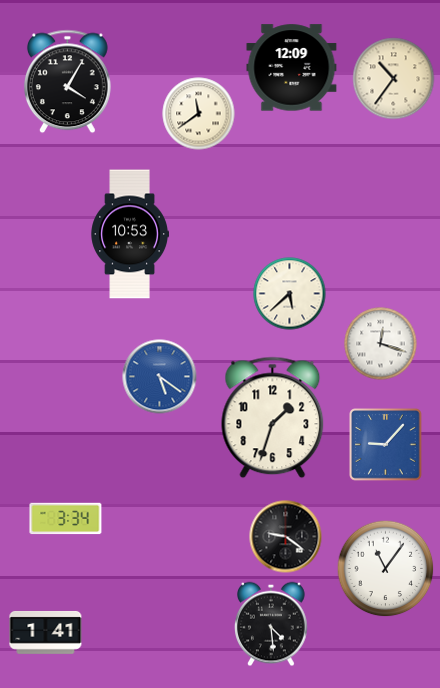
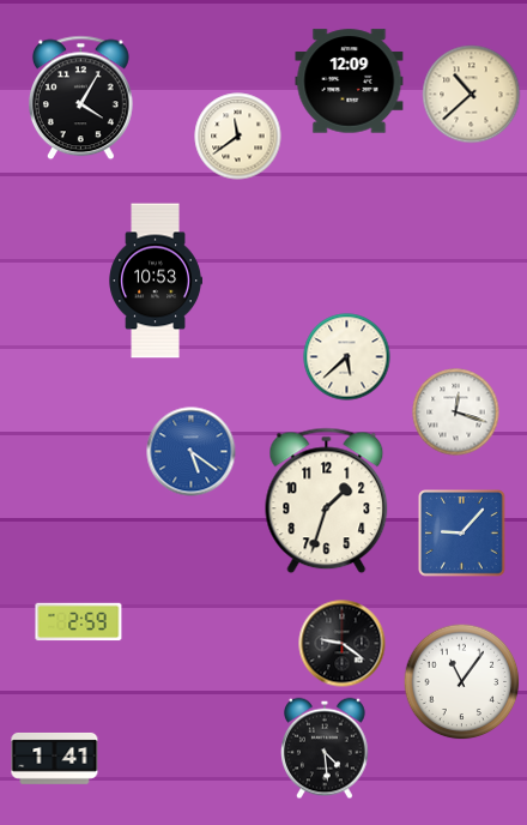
clock at (394, 79): 10:36 -> 10:38
clock at (290, 294) position: (290, 294) -> (347, 357)
clock at (66, 519): 3:34 -> 2:59
